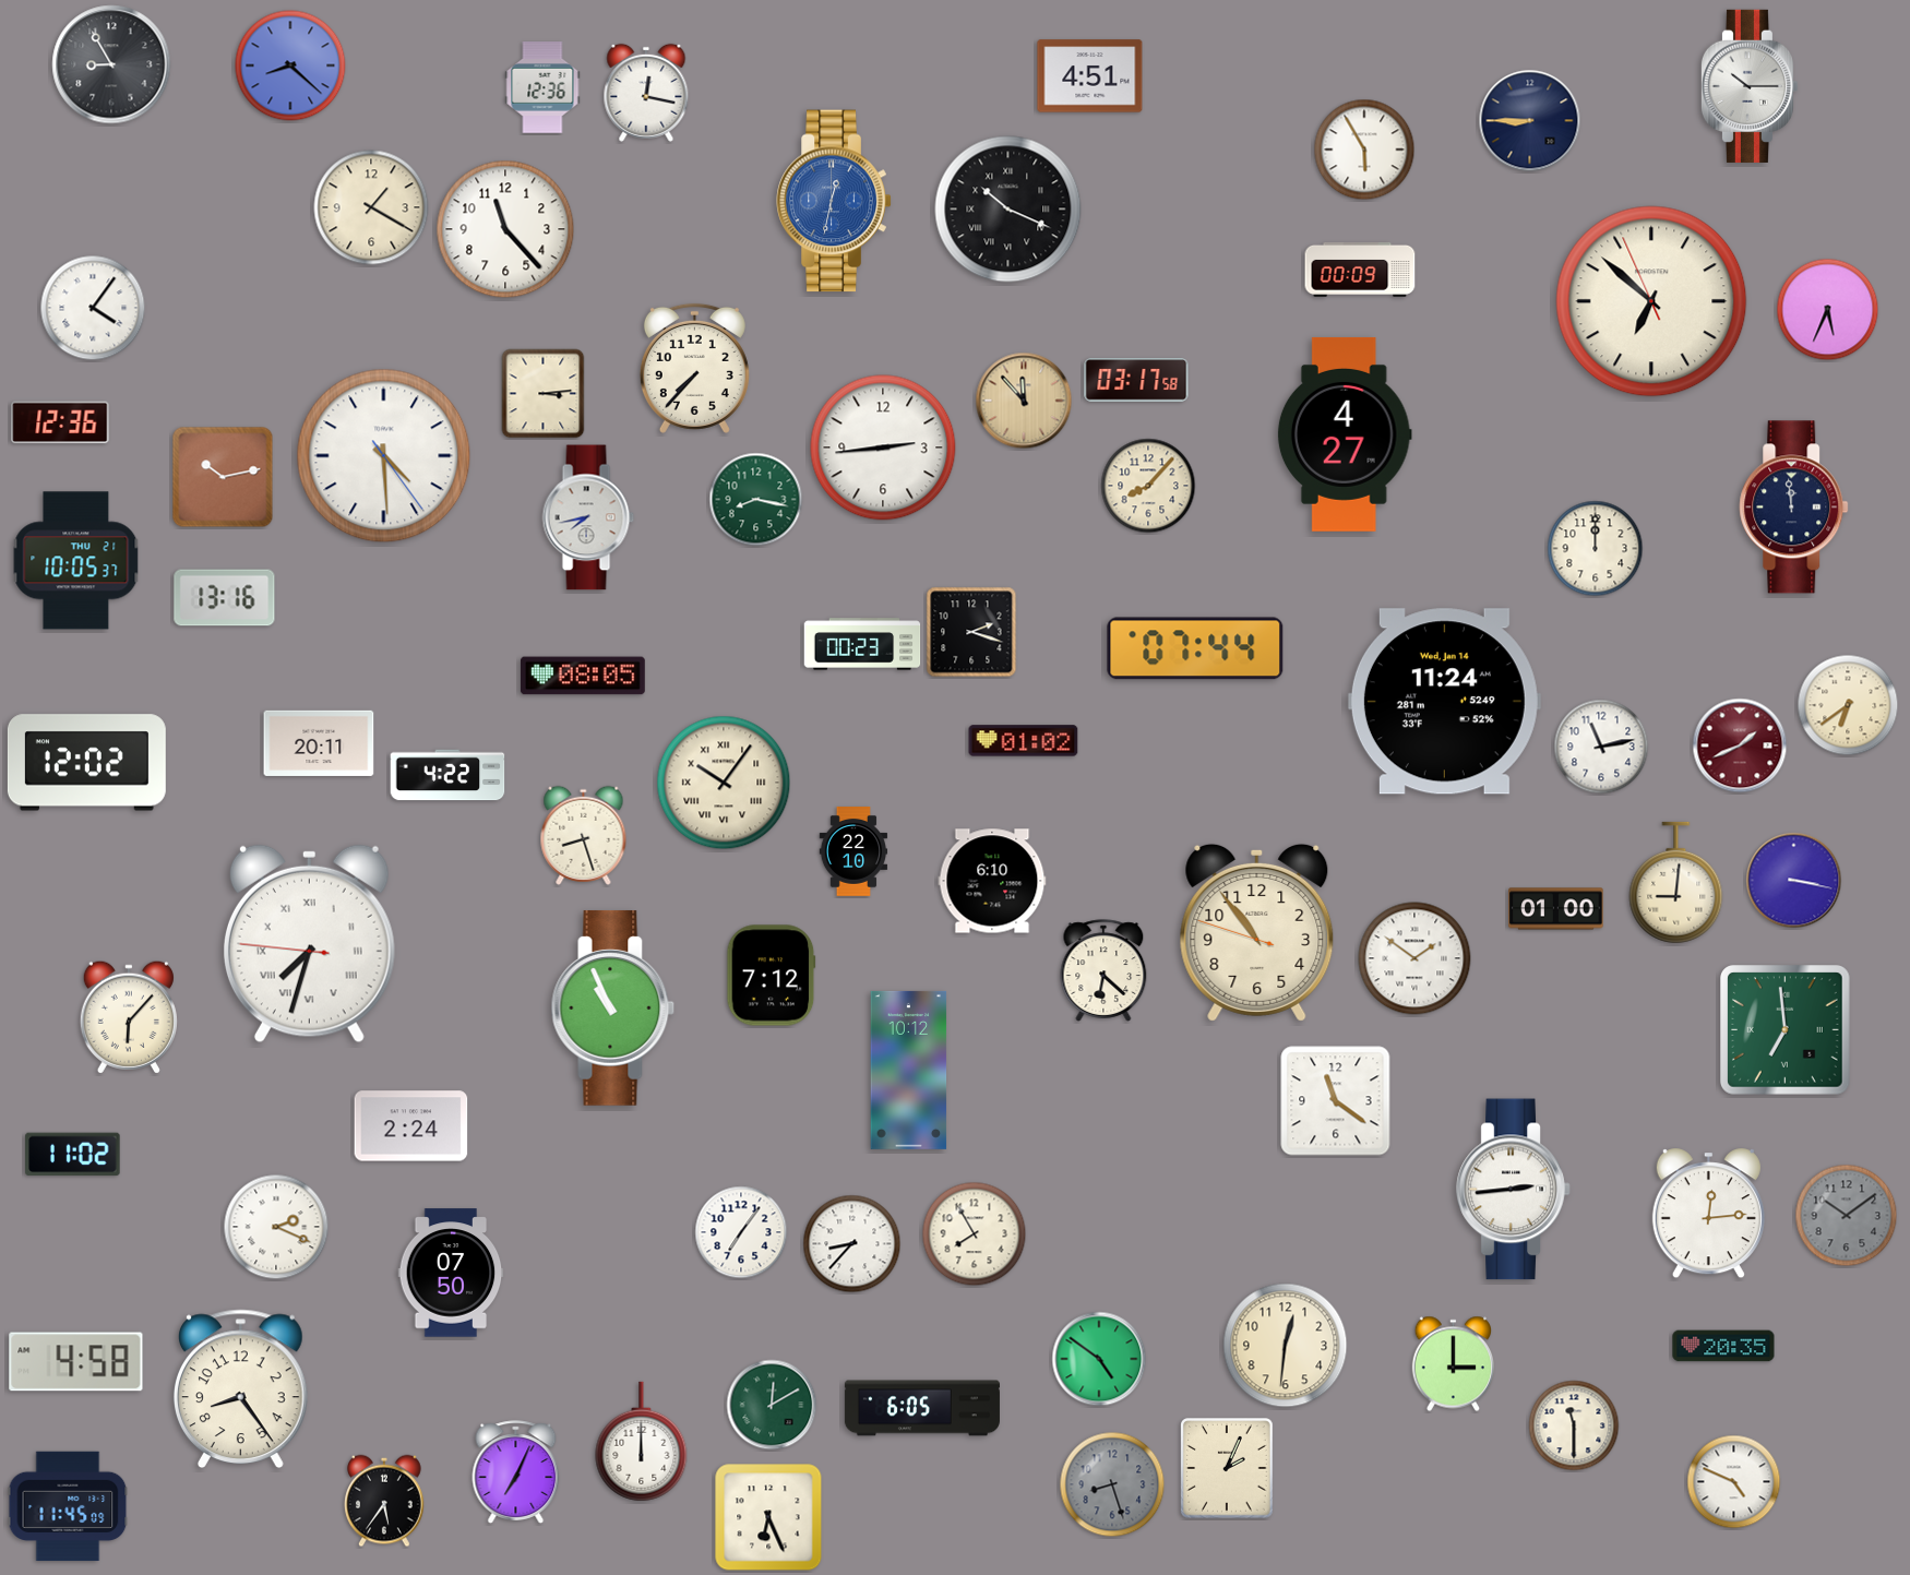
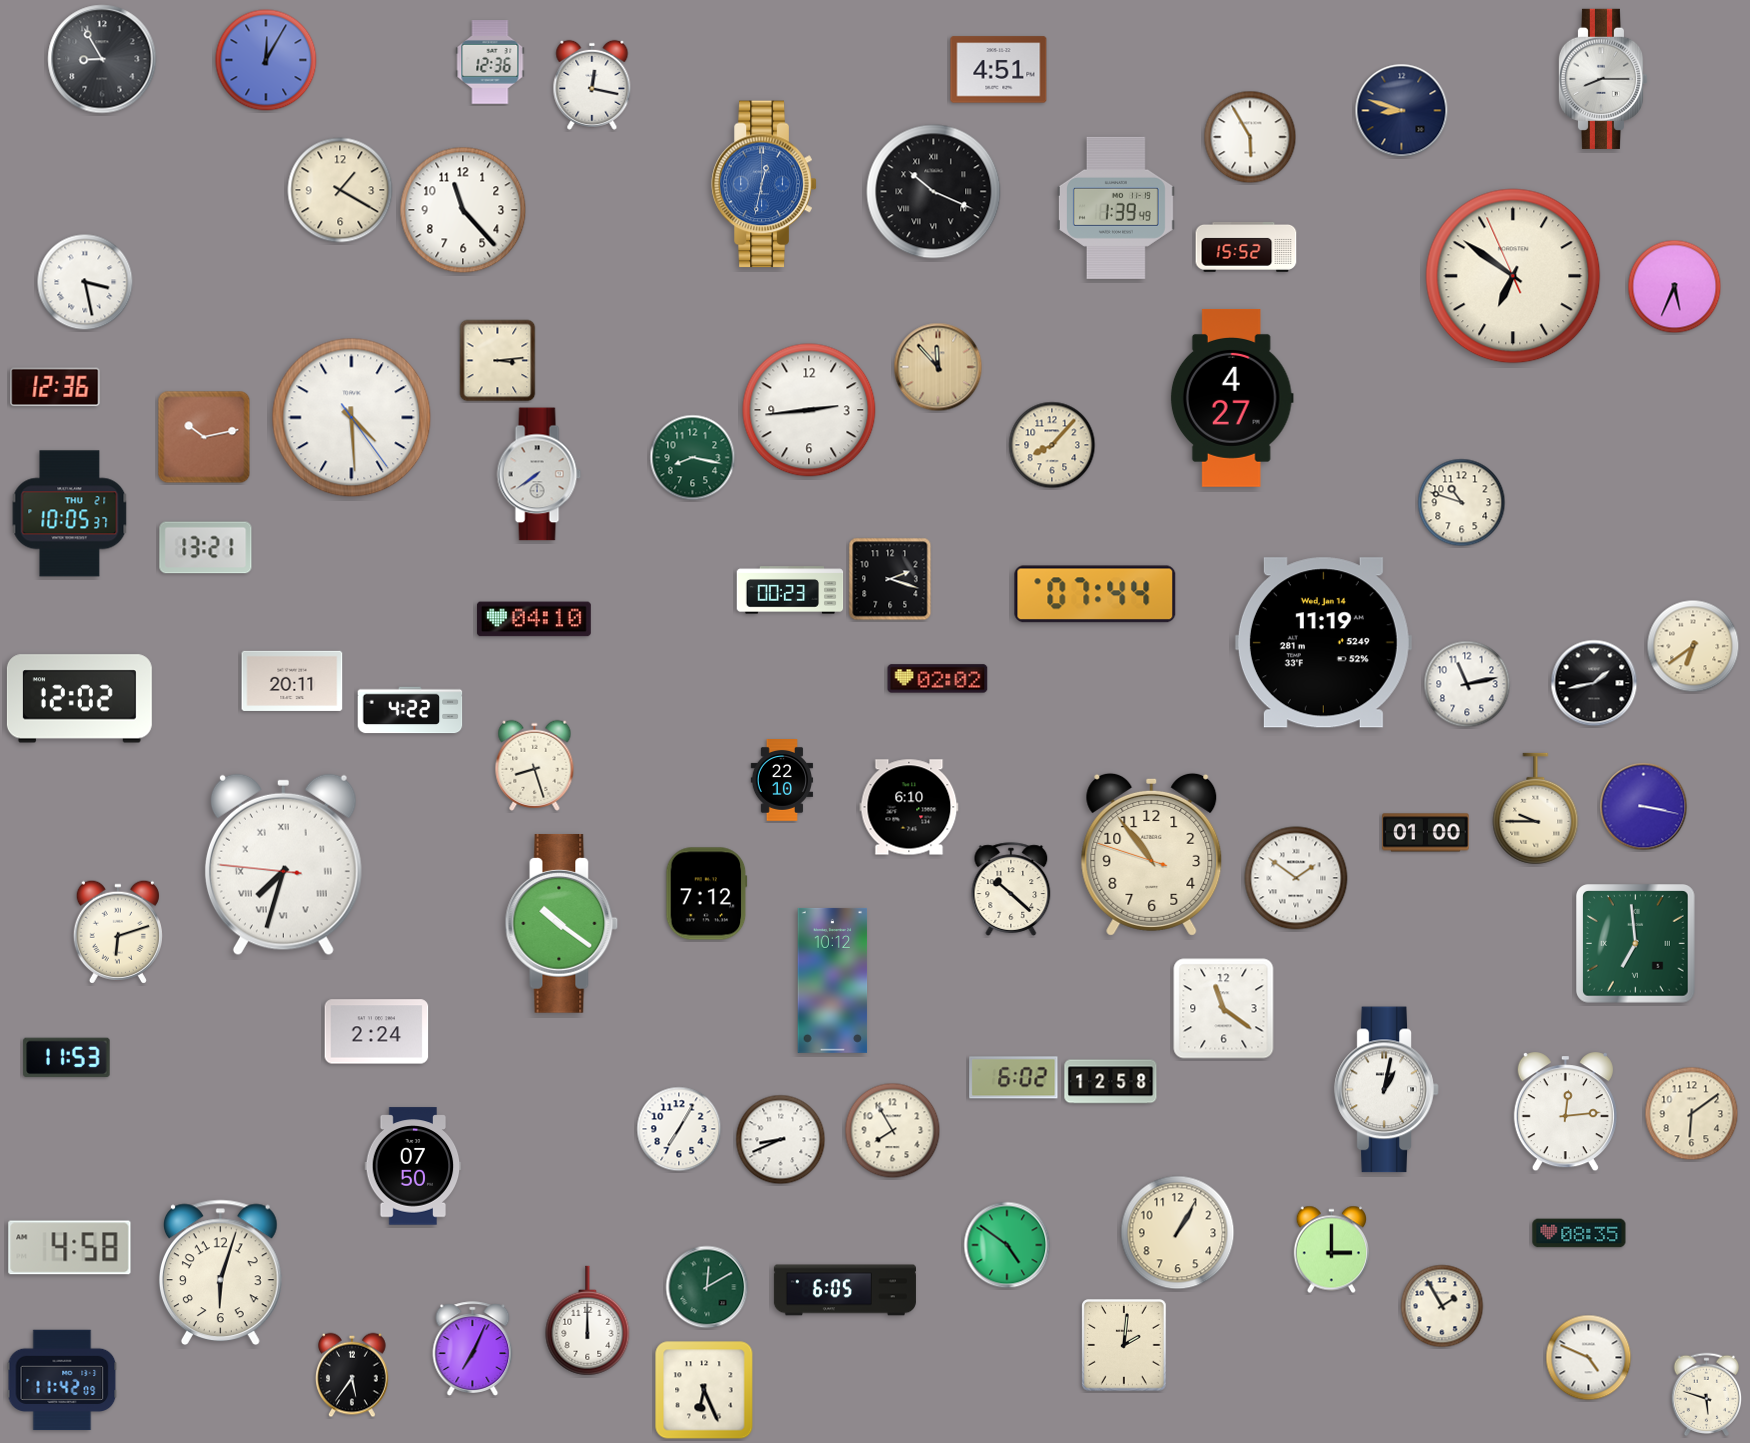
clock at (290, 65): 8:22 -> 12:05
clock at (1748, 86): 10:15 -> 8:15
clock at (542, 87) position: (542, 87) -> (490, 62)
clock at (1530, 121): 8:45 -> 8:48
clock at (1008, 210) position: (1008, 210) -> (934, 192)
clock at (1116, 208): none -> 1:39
clock at (1360, 270): 00:09 -> 15:52
clock at (1651, 301): 6:51 -> 6:50
clock at (93, 308): 4:06 -> 3:28
clock at (1828, 310) position: (1828, 310) -> (1675, 287)
clock at (694, 368): 7:37 -> none
clock at (1136, 380): 03:17 -> none
clock at (1794, 508): 11:59 -> none
clock at (588, 517): 7:43 -> 7:39
clock at (1596, 549): 12:00 -> 10:48
clock at (225, 598): 13:16 -> 13:21
clock at (583, 676): 08:05 -> 04:10
clock at (1444, 702): 11:24 -> 11:19
clock at (1024, 741): 01:02 -> 02:02
clock at (1740, 745): 1:41 -> 1:43
clock at (1740, 745) dial: burgundy -> black
clock at (724, 783): 10:06 -> none
clock at (1676, 883): 9:01 -> 9:45
clock at (1103, 970): 6:22 -> 10:22
clock at (613, 1007): 10:56 -> 10:21
clock at (129, 1017): 6:07 -> 6:12
clock at (73, 1155): 11:02 -> 11:53
clock at (1014, 1078): none -> 6:02
clock at (1111, 1082): none -> 12:58
clock at (1514, 1190): 2:44 -> 1:02
clock at (1847, 1216): 10:09 -> 6:09
clock at (1847, 1216) dial: grey -> cream
clock at (276, 1227): 2:19 -> none
clock at (741, 1232): 7:06 -> 7:05
clock at (852, 1244): 8:37 -> 8:41
clock at (1286, 1346): 12:31 -> 1:05
clock at (1723, 1346): 20:35 -> 08:35
clock at (241, 1388): 8:24 -> 6:03
clock at (1574, 1425): 11:30 -> 1:55
clock at (1227, 1468): 2:04 -> 2:01
clock at (1112, 1484): 8:27 -> none
clock at (68, 1506): 11:45 -> 11:42
clock at (1707, 1395): none -> 5:48
